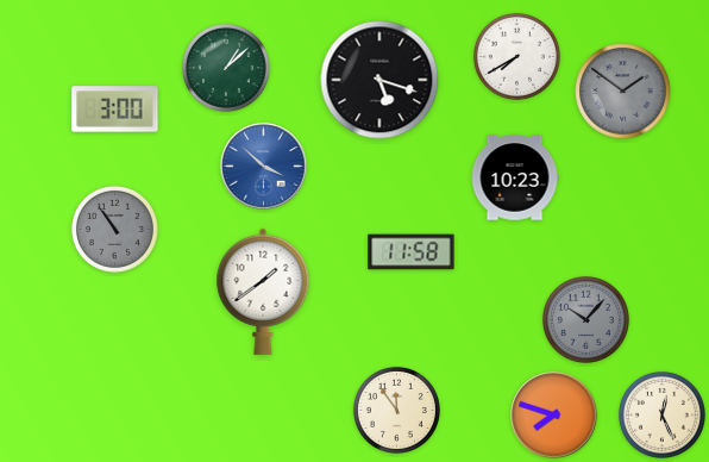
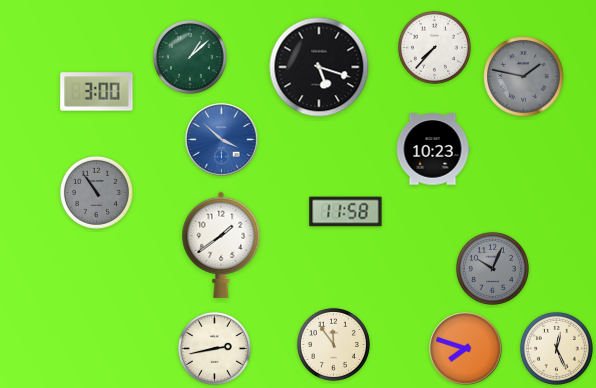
clock at (516, 56): 7:40 -> 7:37
clock at (623, 92): 1:51 -> 1:47
clock at (585, 319): 10:07 -> 10:04
clock at (214, 348): none -> 2:43
